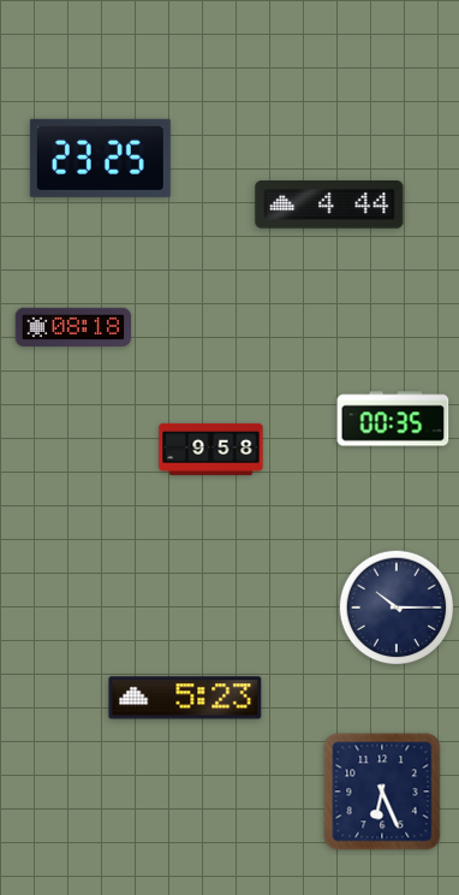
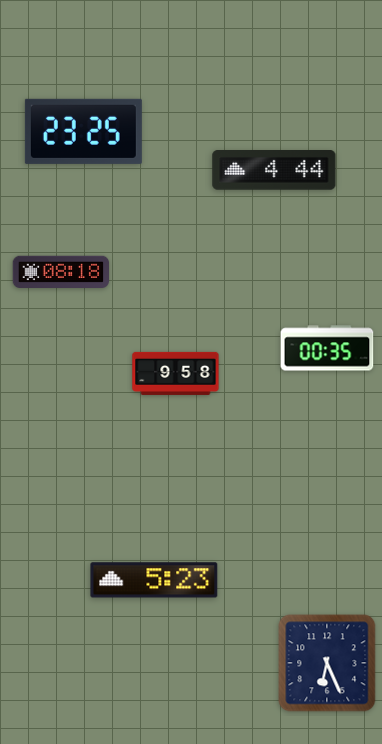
clock at (397, 607): 10:15 -> none
clock at (382, 792) position: (382, 792) -> (327, 663)
